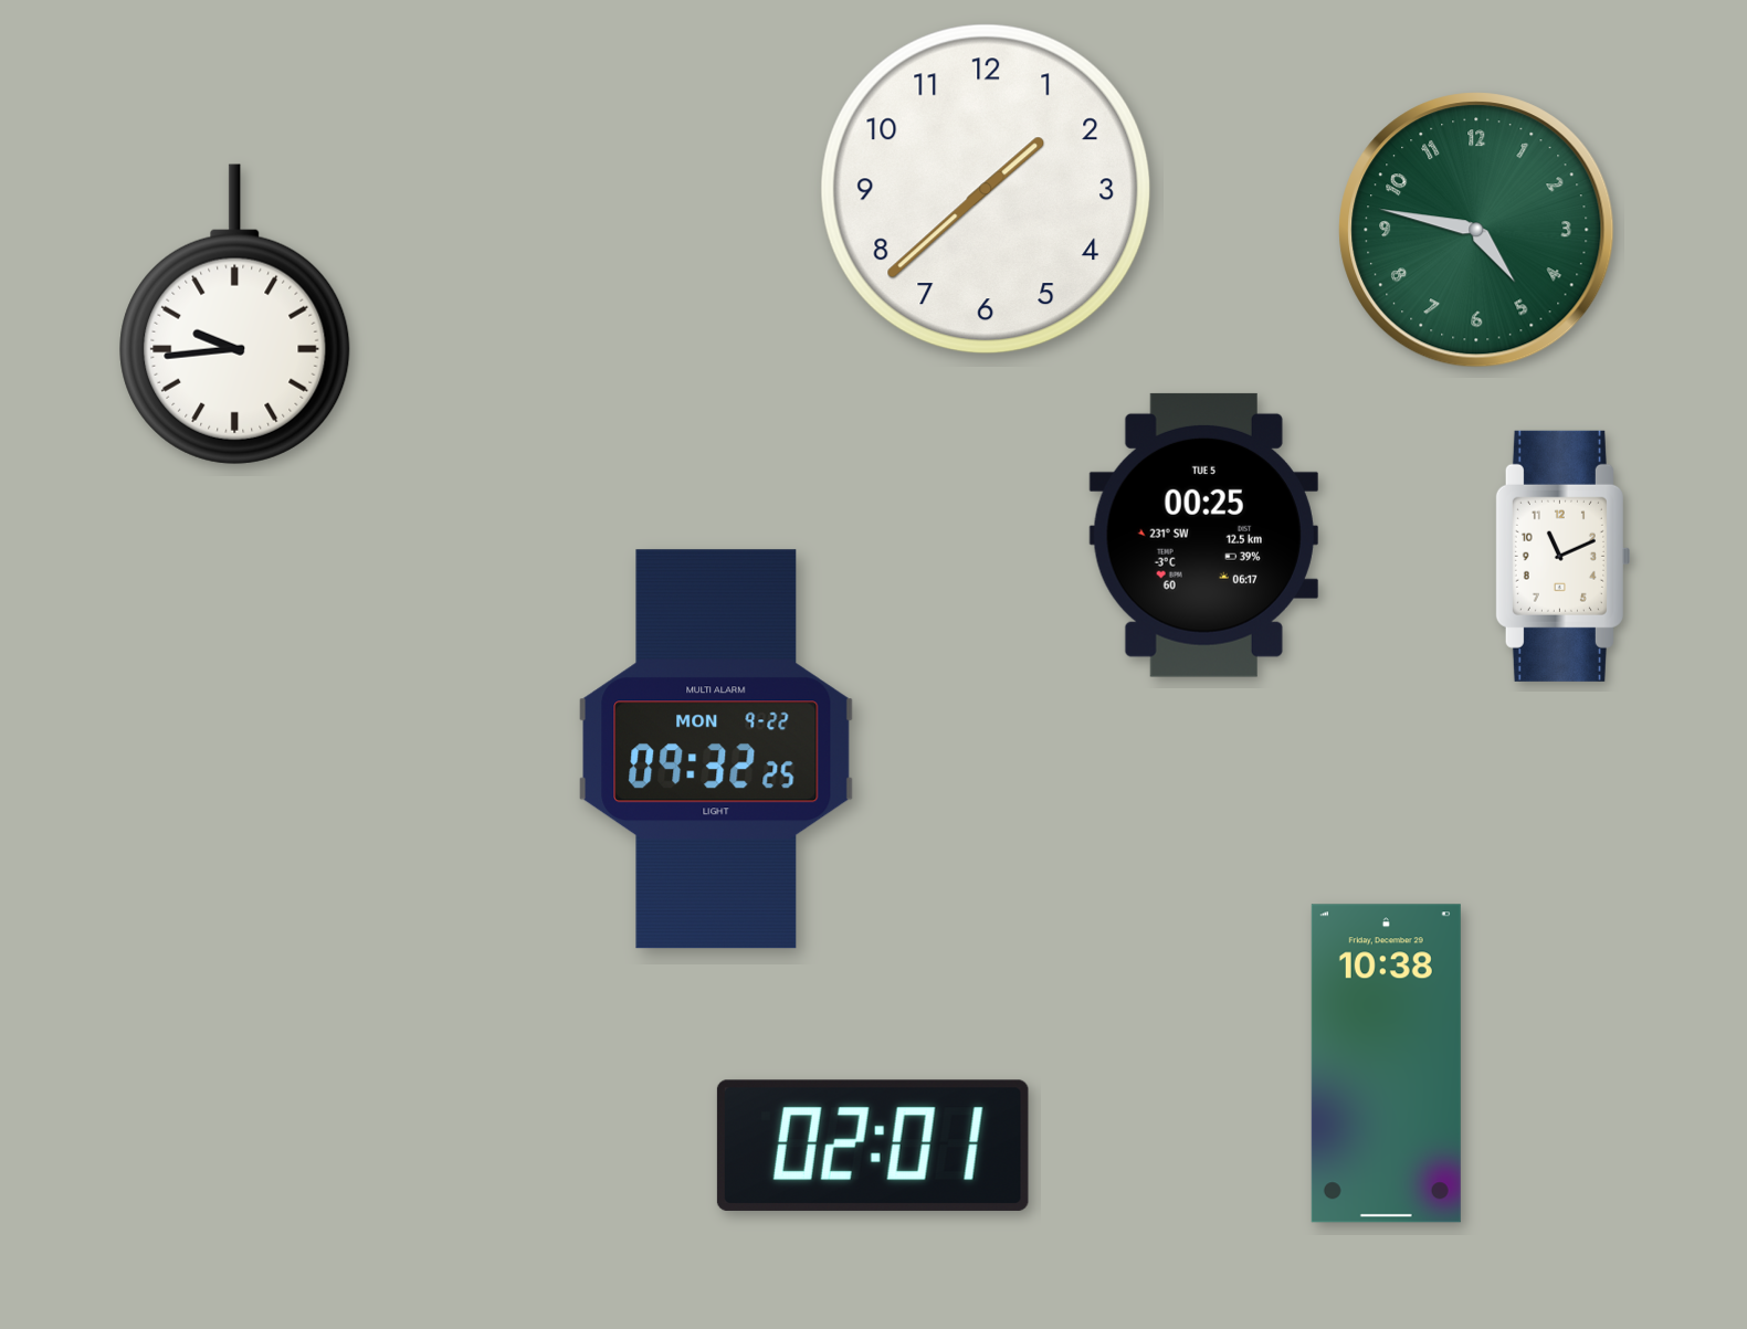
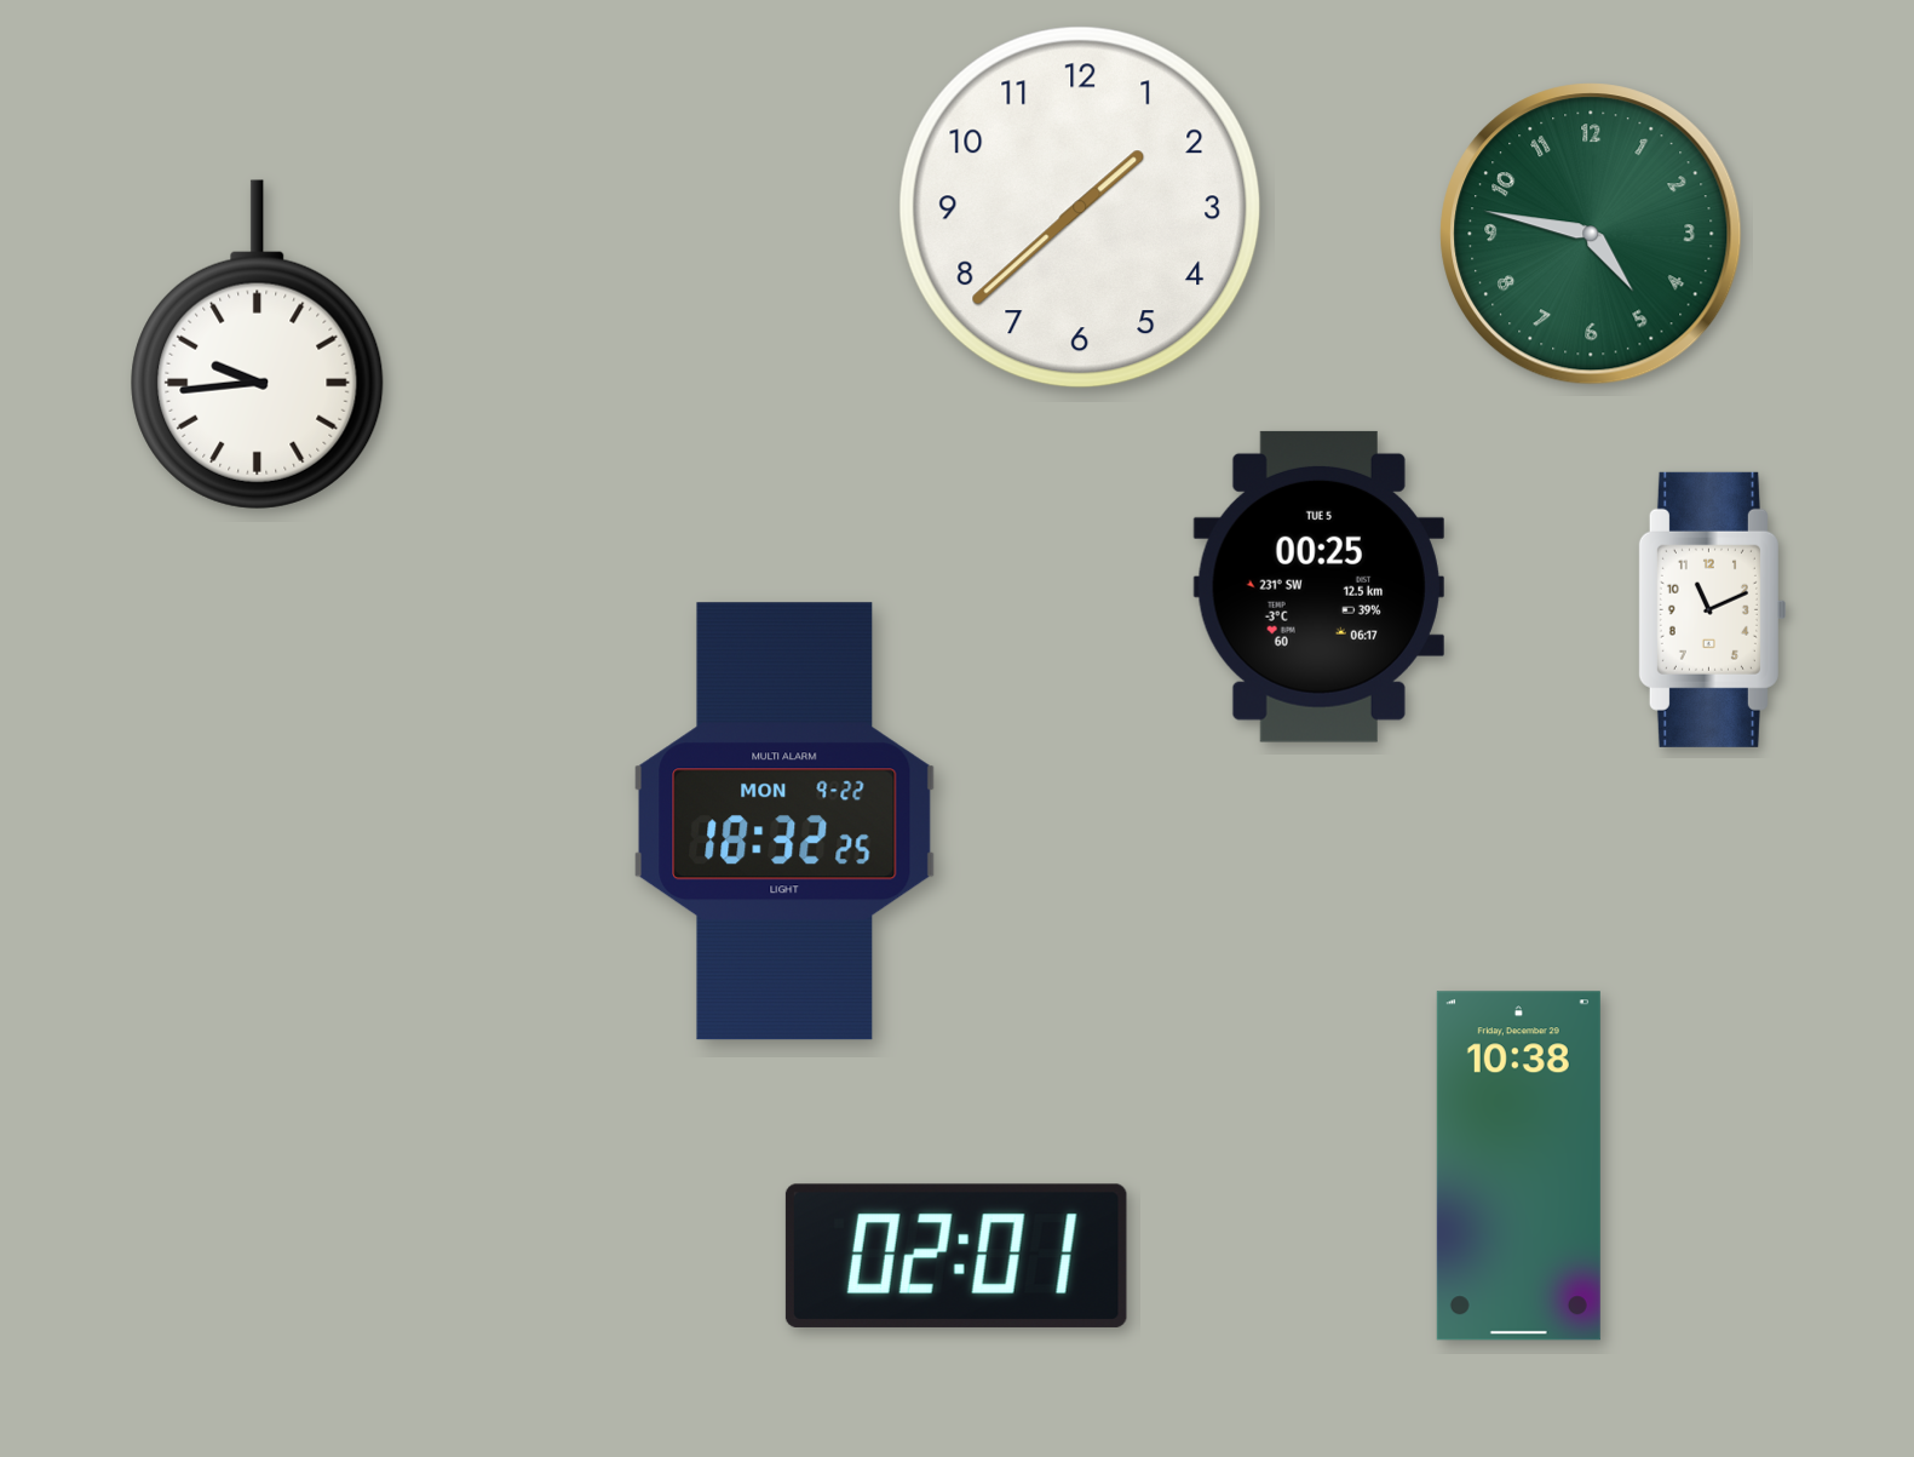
clock at (1476, 230) position: (1476, 230) -> (1591, 234)
clock at (716, 749): 09:32 -> 18:32
